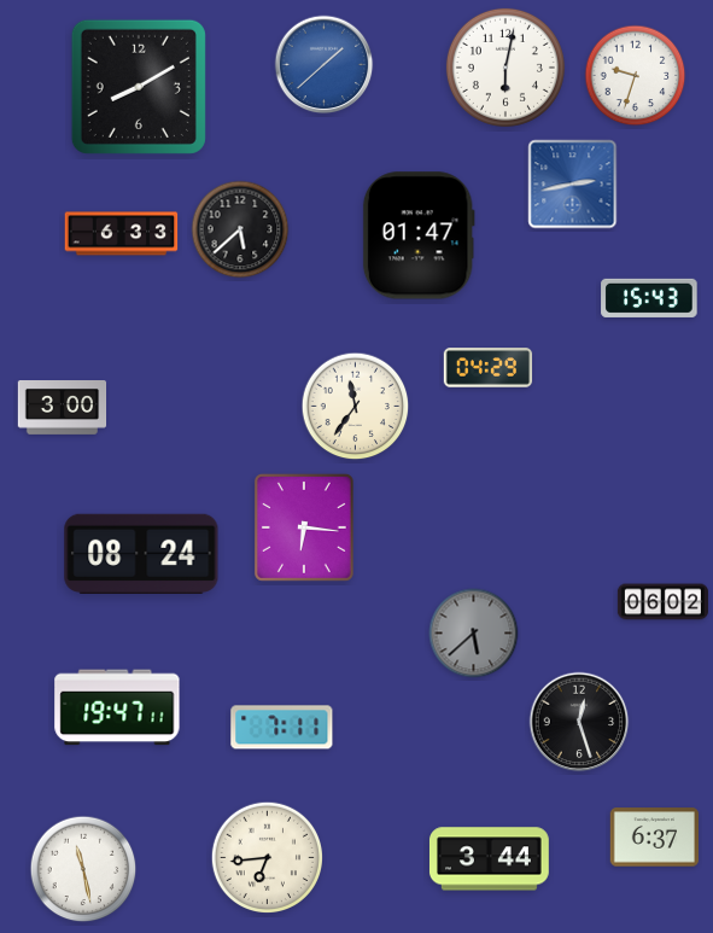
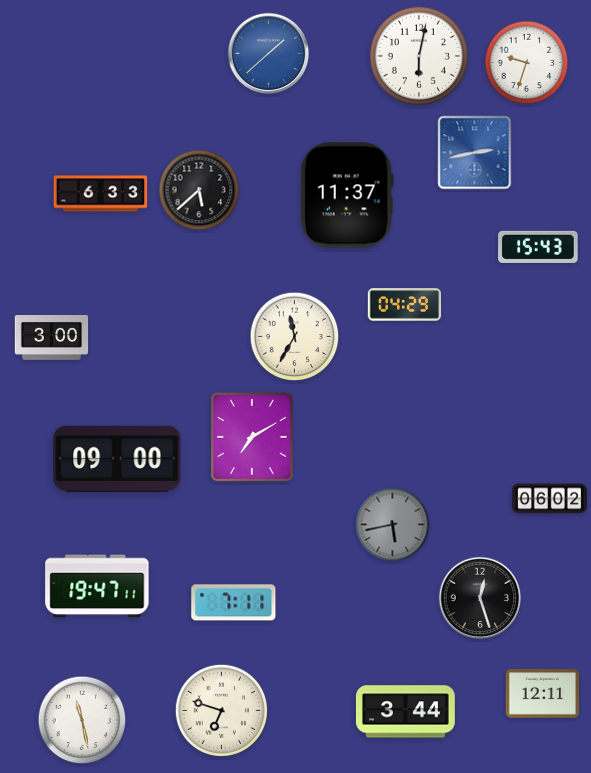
clock at (139, 87): 8:10 -> none
clock at (419, 235): 01:47 -> 11:37
clock at (356, 407): 11:36 -> 11:35
clock at (304, 527): 6:16 -> 7:10
clock at (141, 553): 08:24 -> 09:00
clock at (474, 634): 5:38 -> 5:43
clock at (655, 838): 6:37 -> 12:11
clock at (267, 857): 6:44 -> 6:48
clock at (83, 869) position: (83, 869) -> (82, 720)
